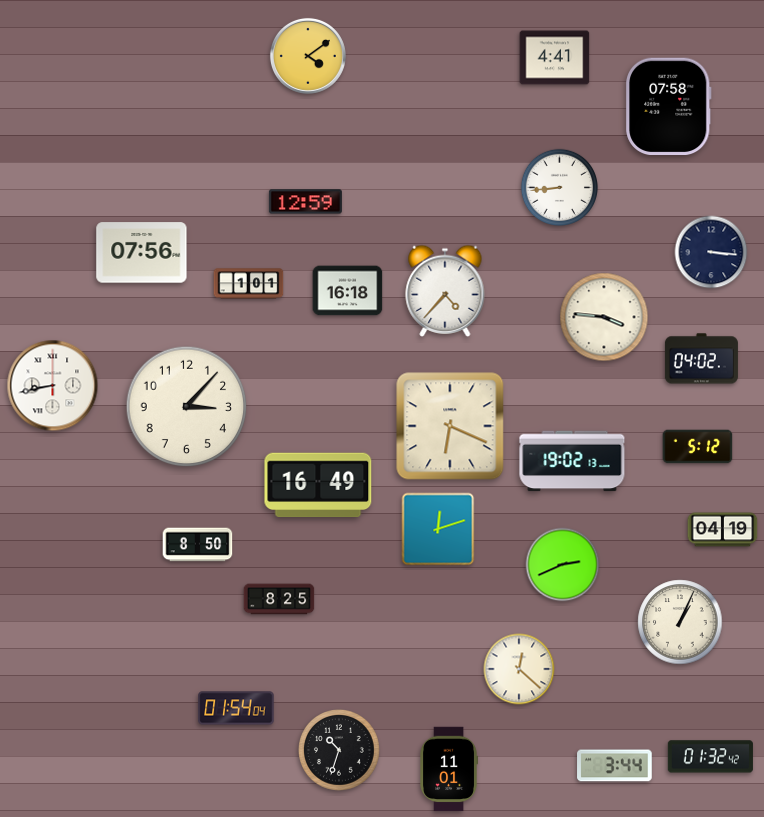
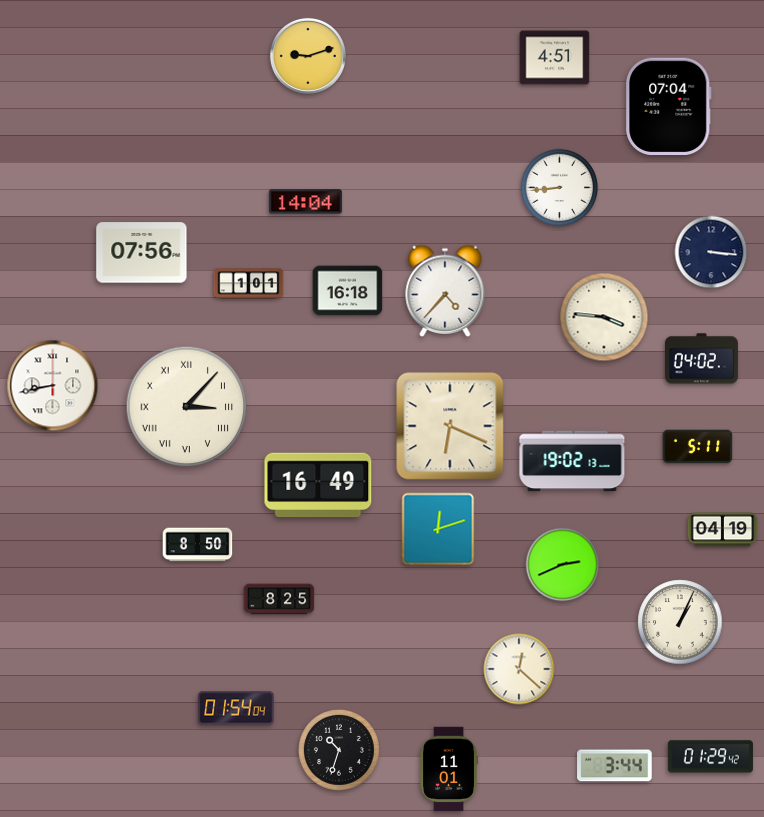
clock at (308, 56): 4:09 -> 9:12
clock at (555, 58): 4:41 -> 4:51
clock at (669, 107): 07:58 -> 07:04
clock at (305, 202): 12:59 -> 14:04
clock at (187, 407) numerals: Arabic -> Roman
clock at (698, 447): 5:12 -> 5:11
clock at (710, 757): 01:32 -> 01:29
